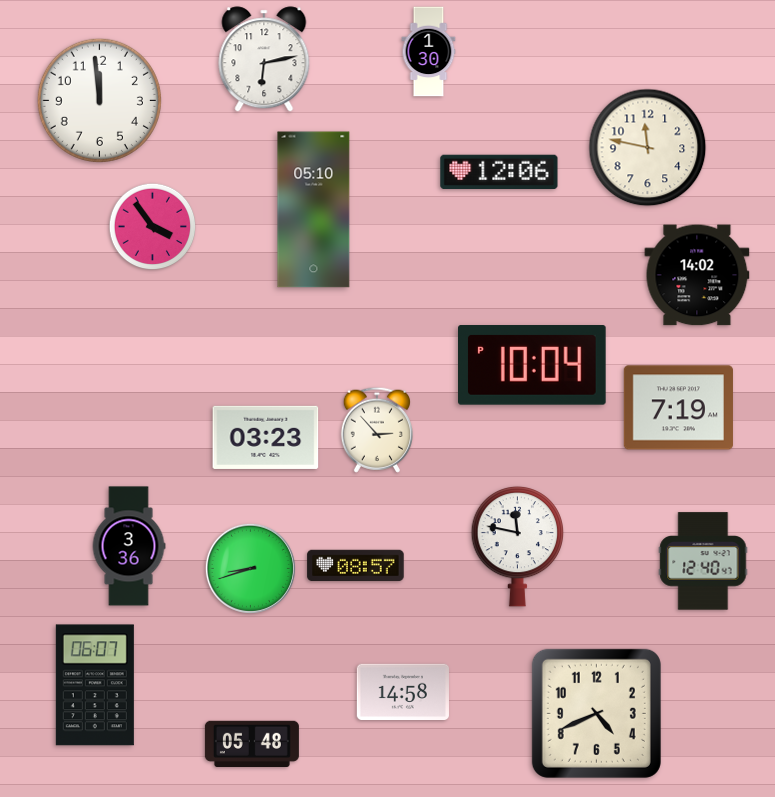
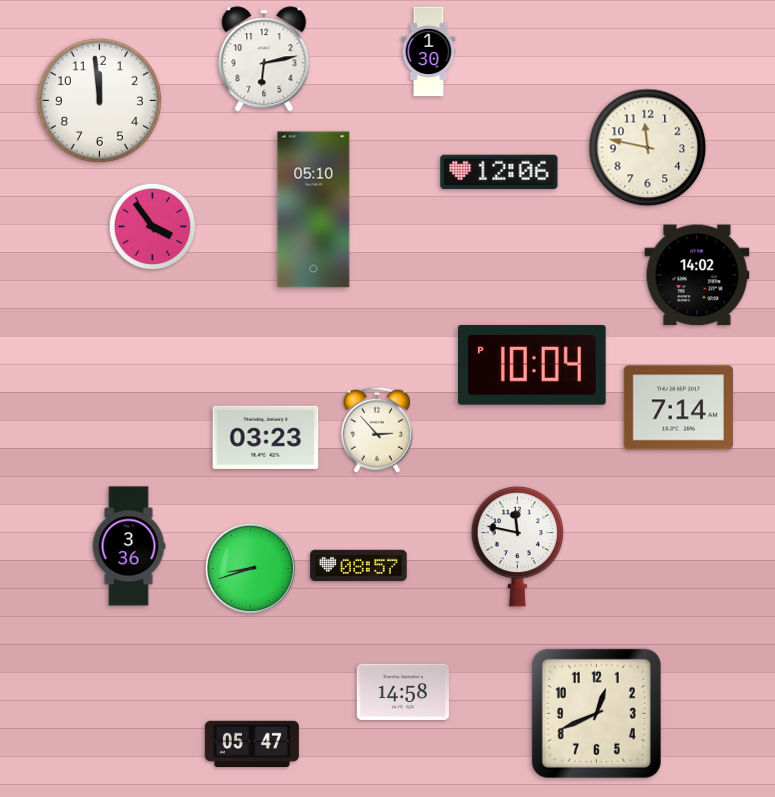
clock at (678, 408): 7:19 -> 7:14
clock at (703, 561): 12:40 -> none
clock at (356, 566) position: (356, 566) -> (359, 566)
clock at (95, 685): 06:07 -> none
clock at (596, 713): 4:41 -> 12:41
clock at (252, 743): 05:48 -> 05:47
